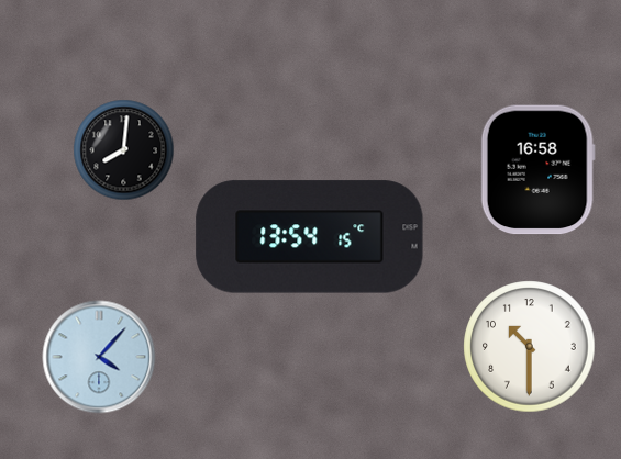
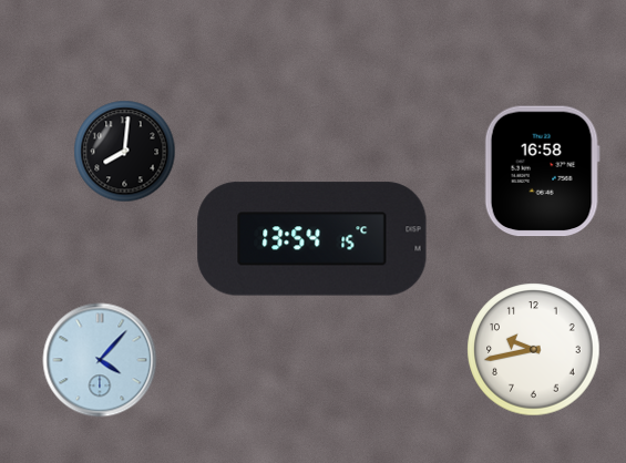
clock at (530, 347): 10:30 -> 9:43
